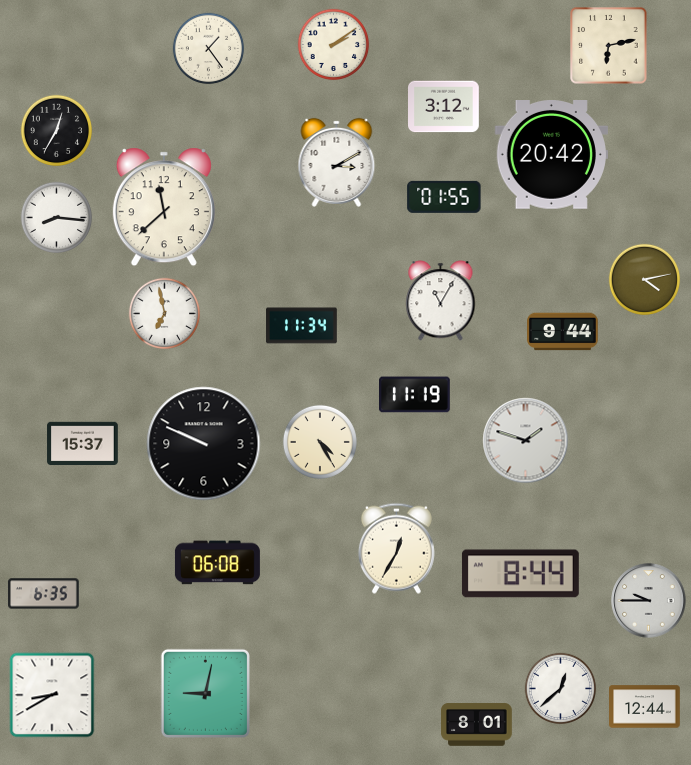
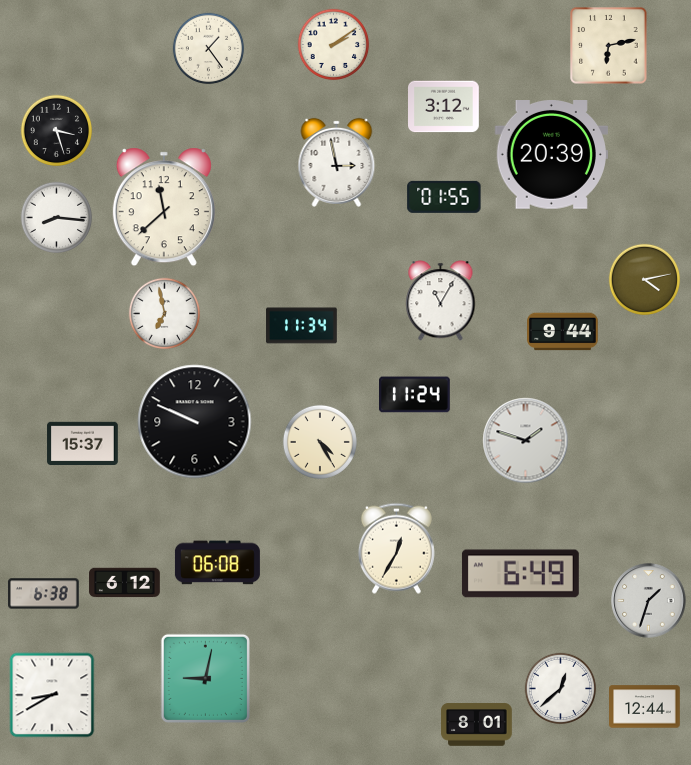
clock at (57, 131): 12:35 -> 3:27
clock at (551, 155): 20:42 -> 20:39
clock at (337, 162): 3:10 -> 2:58
clock at (415, 395): 11:19 -> 11:24
clock at (204, 444) position: (204, 444) -> (195, 422)
clock at (520, 574): 8:44 -> 6:49
clock at (125, 583): none -> 6:12
clock at (44, 594): 6:35 -> 6:38
clock at (649, 601): 9:45 -> 1:33
clock at (205, 693) position: (205, 693) -> (205, 678)
